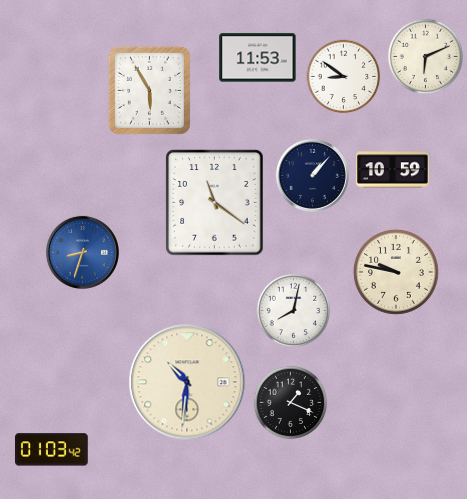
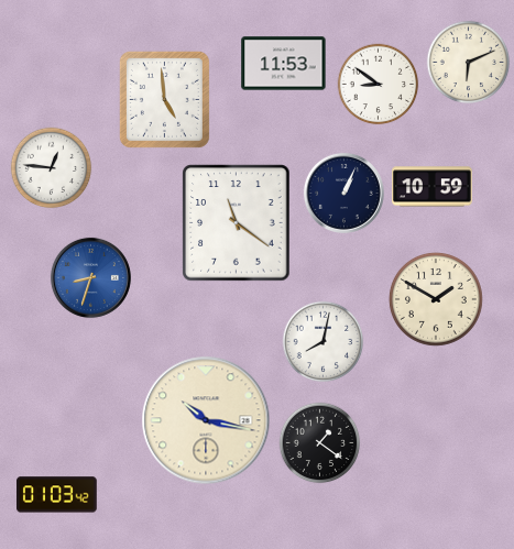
clock at (149, 90): 5:55 -> 4:59
clock at (52, 168): none -> 12:46
clock at (312, 175): 1:07 -> 1:04
clock at (396, 272): 9:47 -> 1:50
clock at (187, 382): 10:31 -> 10:17
clock at (291, 403): 1:19 -> 1:21
